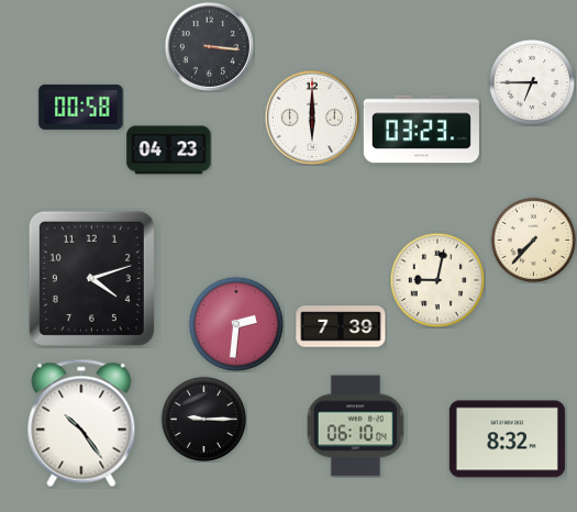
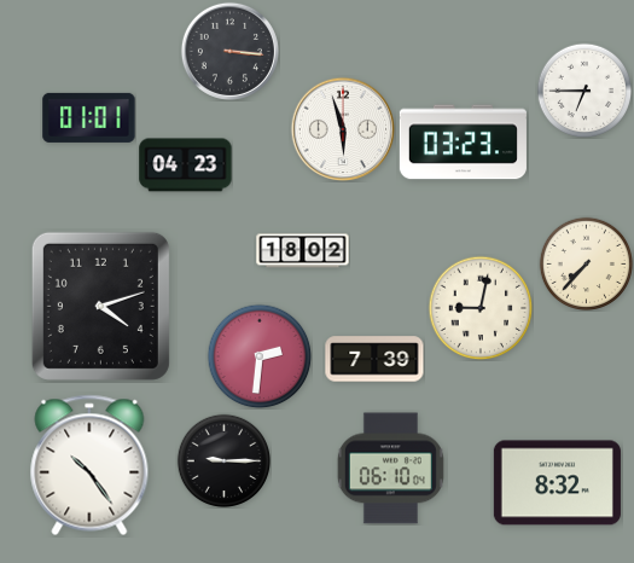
clock at (81, 107): 00:58 -> 01:01
clock at (312, 118): 6:00 -> 5:57
clock at (303, 251): none -> 18:02
